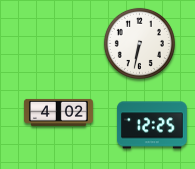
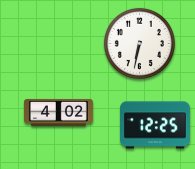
clock at (152, 125) position: (152, 125) -> (155, 125)
